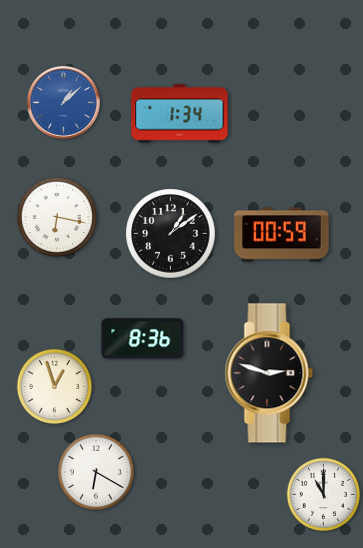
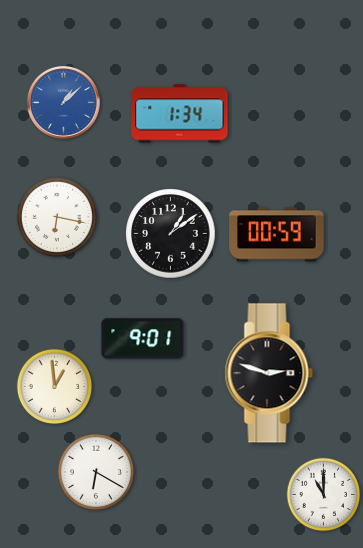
clock at (282, 235) position: (282, 235) -> (277, 235)
clock at (143, 339): 8:36 -> 9:01
clock at (55, 387): 12:57 -> 12:59
